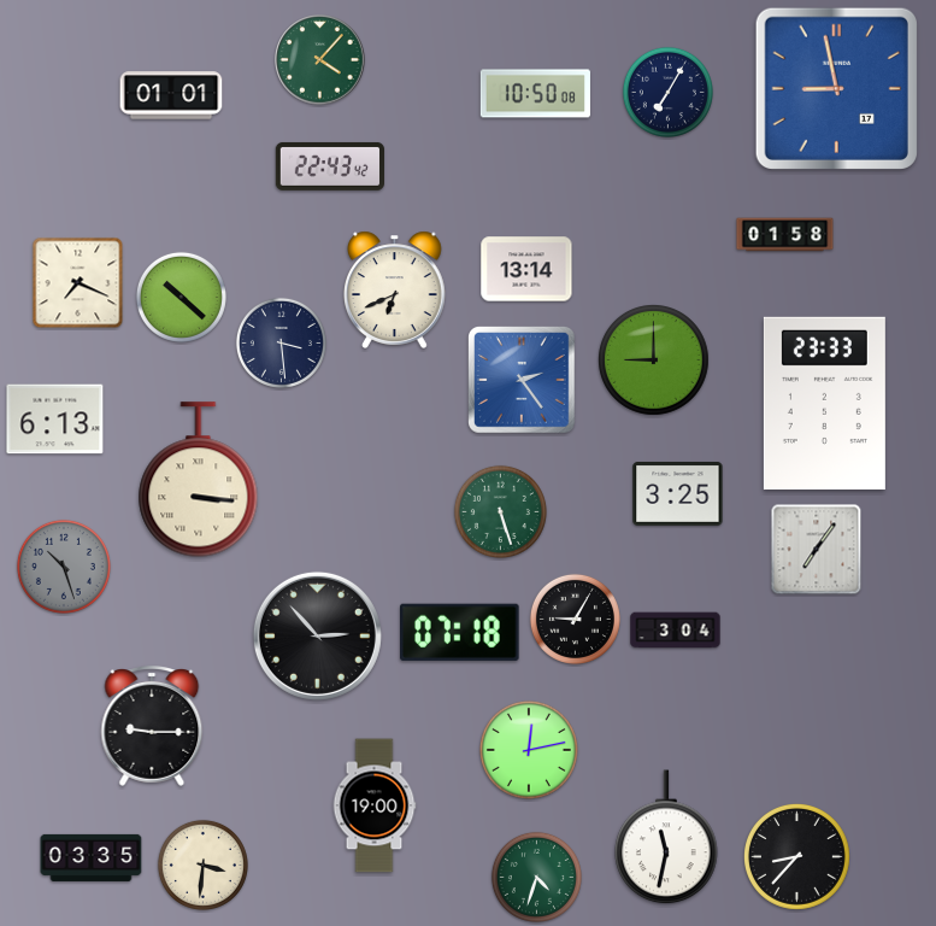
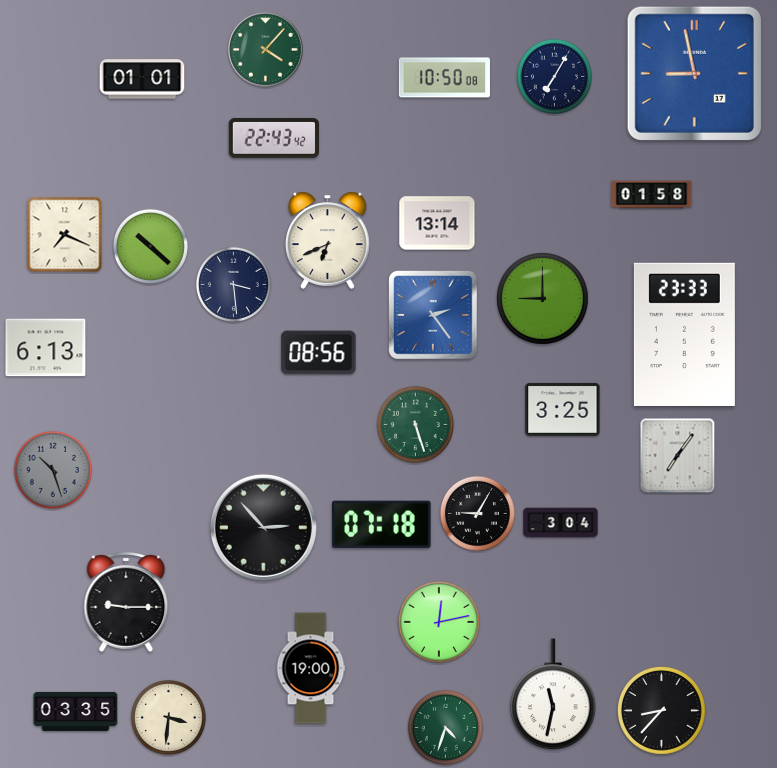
clock at (319, 353): none -> 08:56
clock at (199, 480): 3:16 -> none
